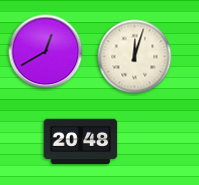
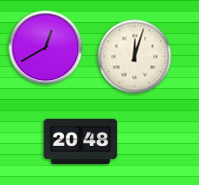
clock at (46, 52) position: (46, 52) -> (46, 48)
